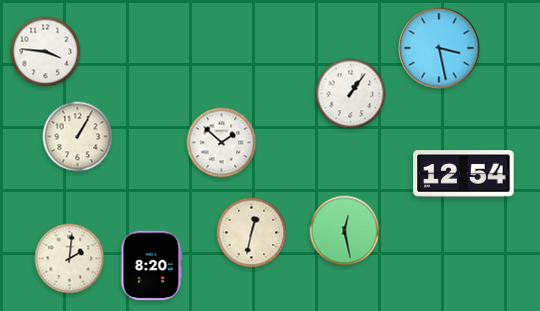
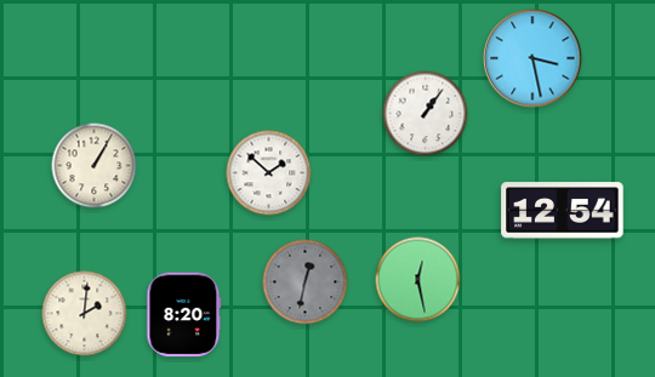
clock at (46, 52): 3:46 -> none
clock at (252, 233) dial: cream -> grey
clock at (152, 266) position: (152, 266) -> (184, 315)
